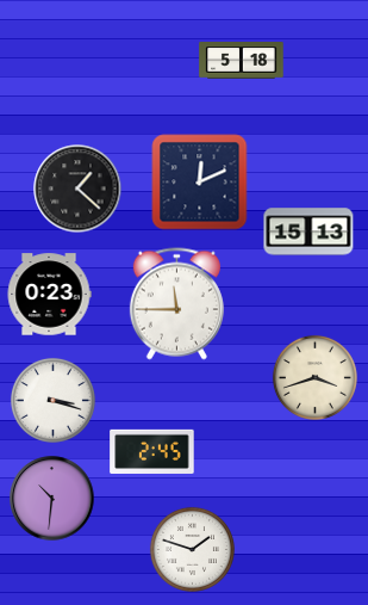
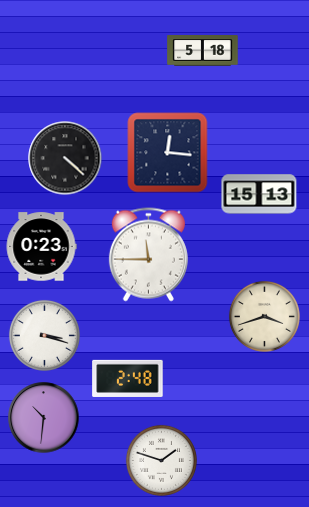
clock at (200, 183): 12:11 -> 12:16
clock at (77, 189): 1:22 -> 4:22
clock at (152, 451): 2:45 -> 2:48
